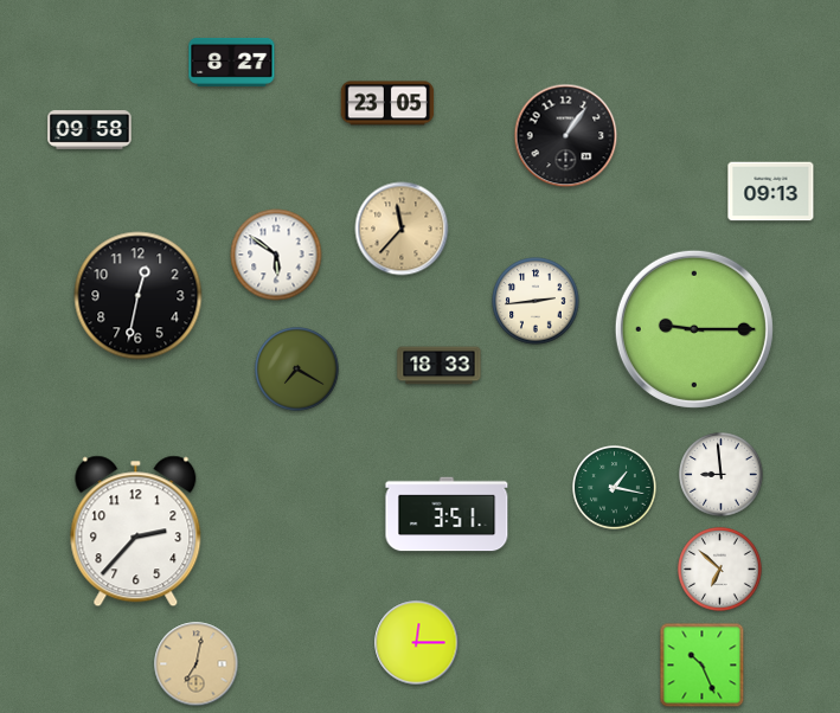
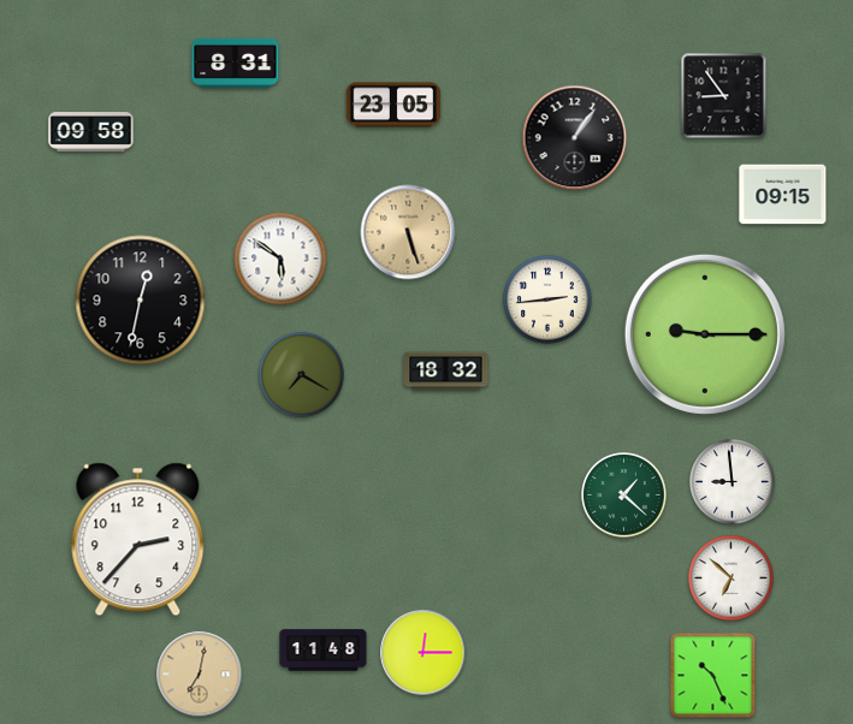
clock at (232, 62): 8:27 -> 8:31
clock at (724, 96): none -> 8:54
clock at (771, 192): 09:13 -> 09:15
clock at (402, 229): 11:37 -> 5:27
clock at (536, 301) position: (536, 301) -> (547, 299)
clock at (440, 366): 18:33 -> 18:32
clock at (615, 488): 1:17 -> 1:22
clock at (447, 514): 3:51 -> none
clock at (324, 651): none -> 11:48
